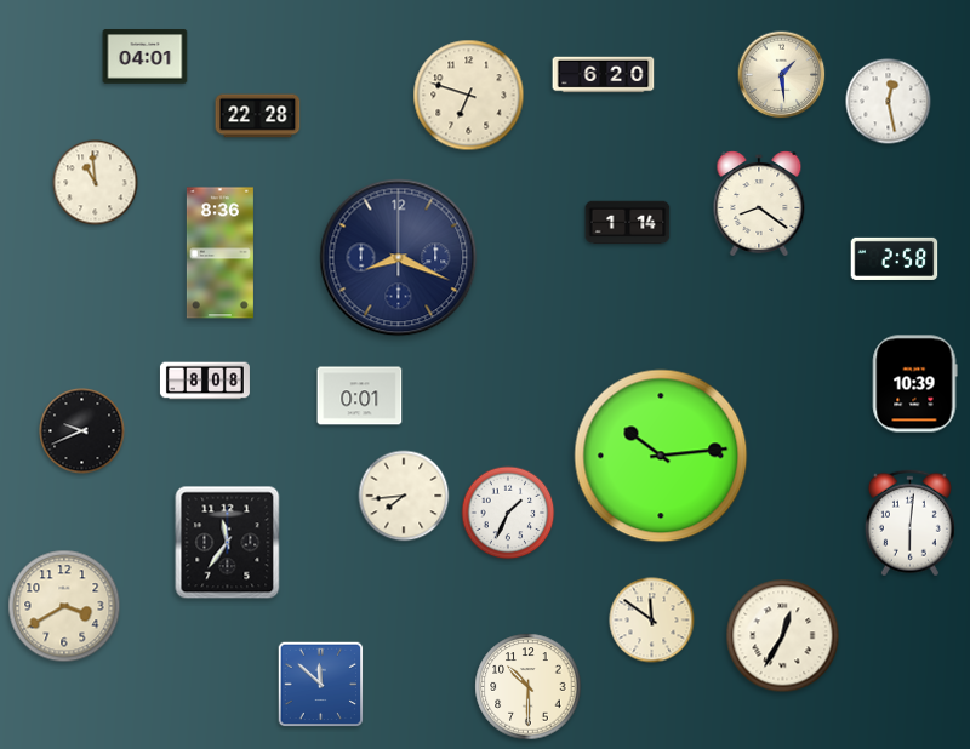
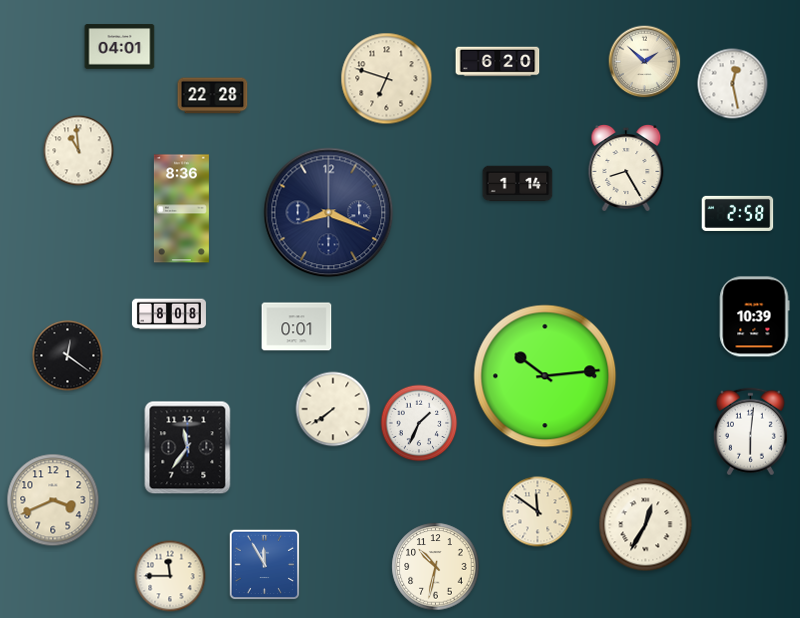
clock at (782, 75): 1:29 -> 1:52
clock at (759, 205): 8:21 -> 8:25
clock at (82, 431): 9:41 -> 12:21
clock at (404, 496): 7:44 -> 7:39
clock at (64, 606): 3:40 -> 3:41
clock at (321, 685): 11:52 -> 11:55
clock at (529, 687): 10:30 -> 10:32
clock at (170, 576): none -> 11:45
